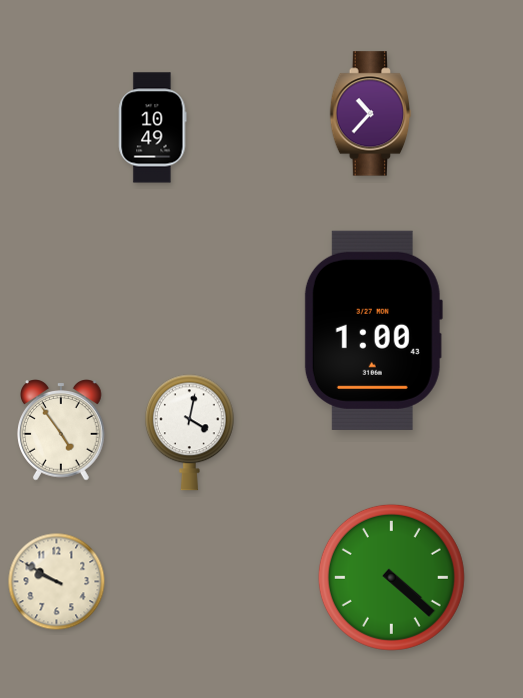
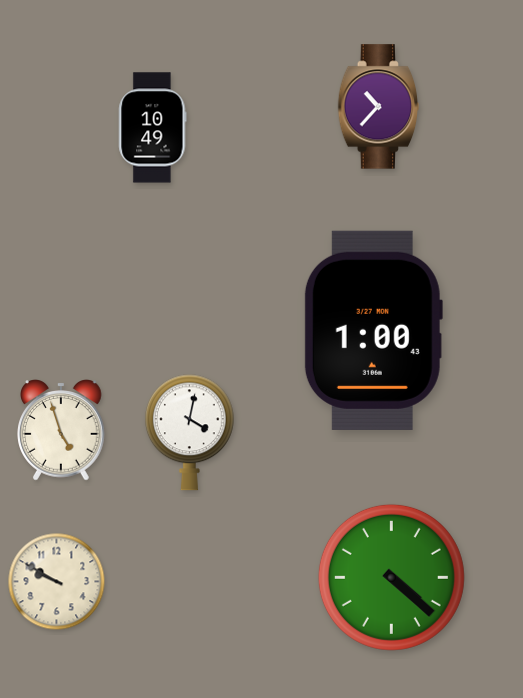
clock at (371, 114) position: (371, 114) -> (379, 107)
clock at (61, 430): 4:54 -> 4:57
